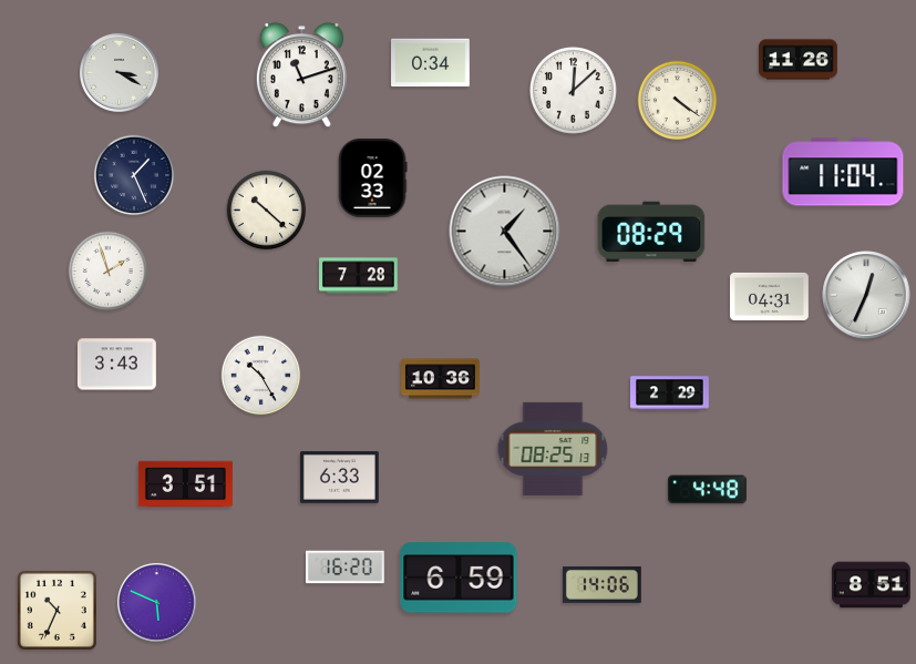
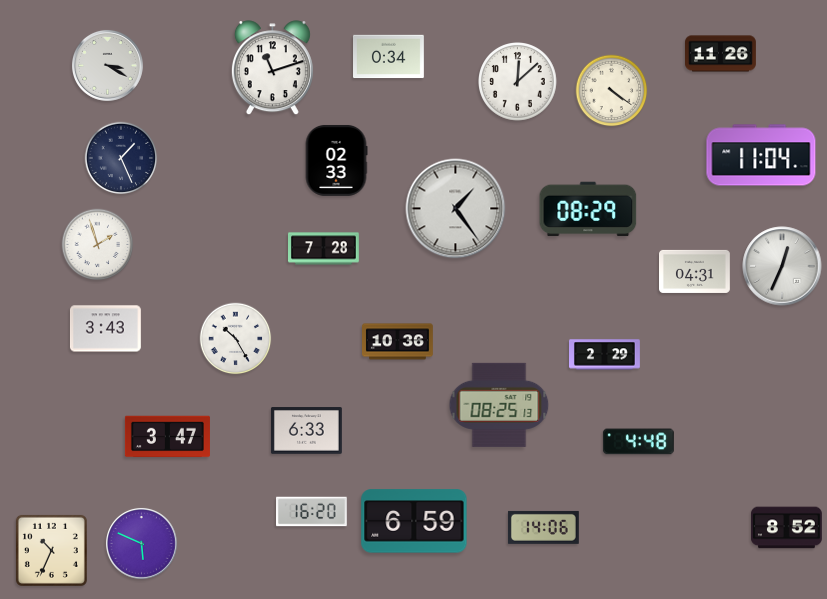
clock at (267, 211): 10:22 -> none
clock at (770, 296) position: (770, 296) -> (695, 271)
clock at (185, 484): 3:51 -> 3:47
clock at (872, 585): 8:51 -> 8:52
